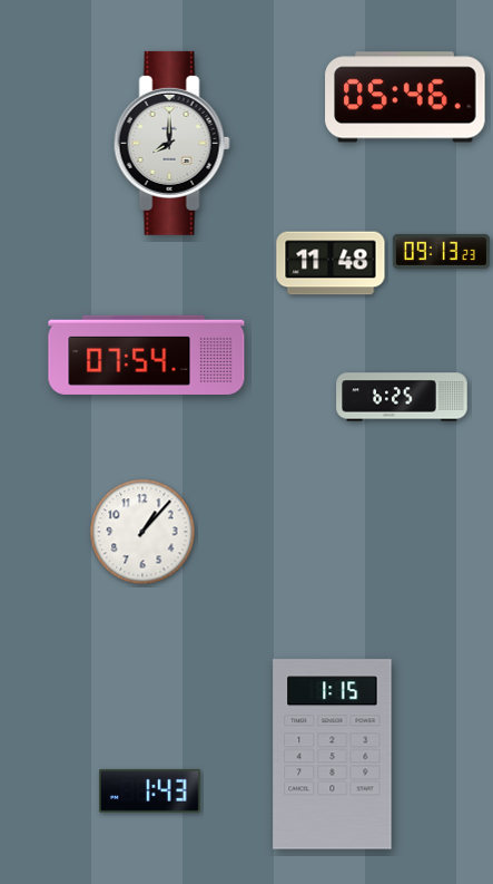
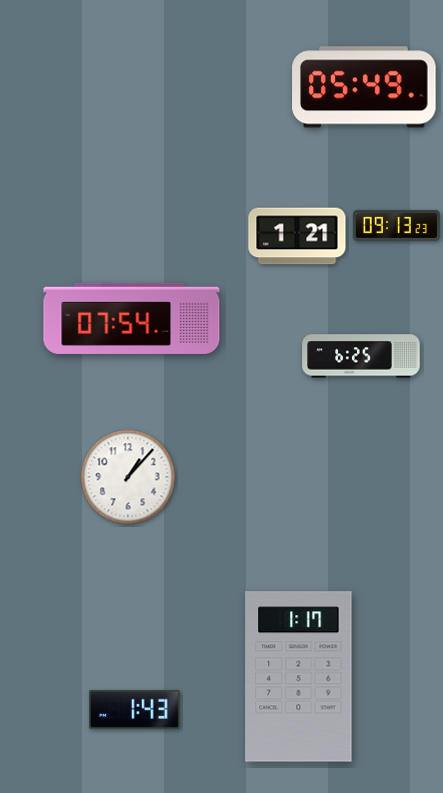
clock at (405, 97): 05:46 -> 05:49
clock at (171, 143): 8:00 -> none
clock at (331, 263): 11:48 -> 1:21
clock at (333, 755): 1:15 -> 1:17
